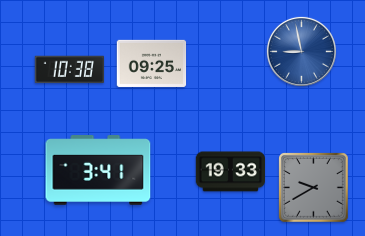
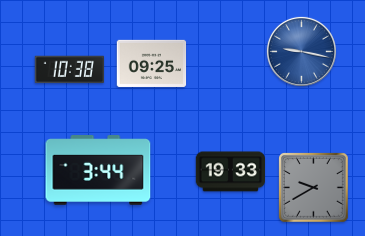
clock at (301, 51): 8:58 -> 9:17
clock at (98, 170): 3:41 -> 3:44
